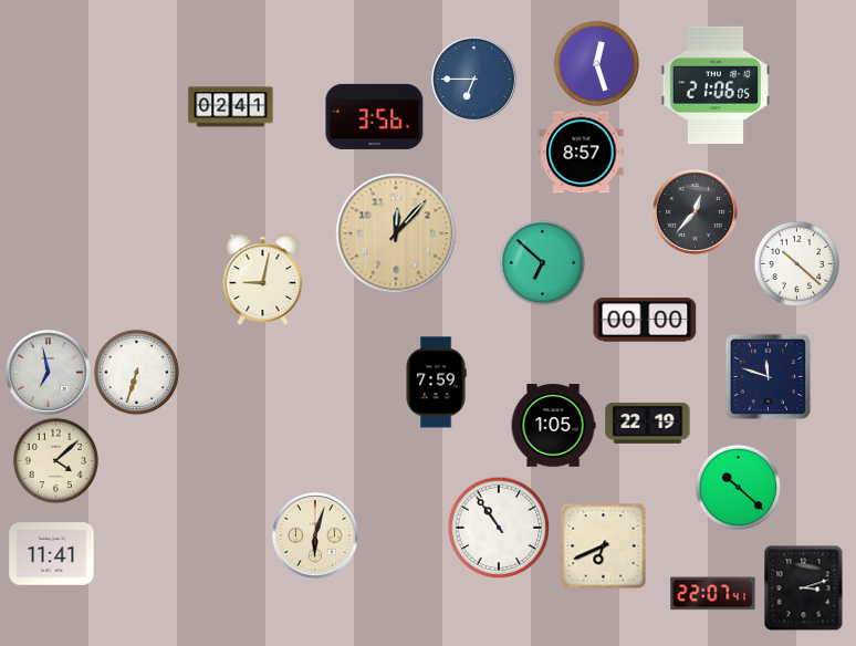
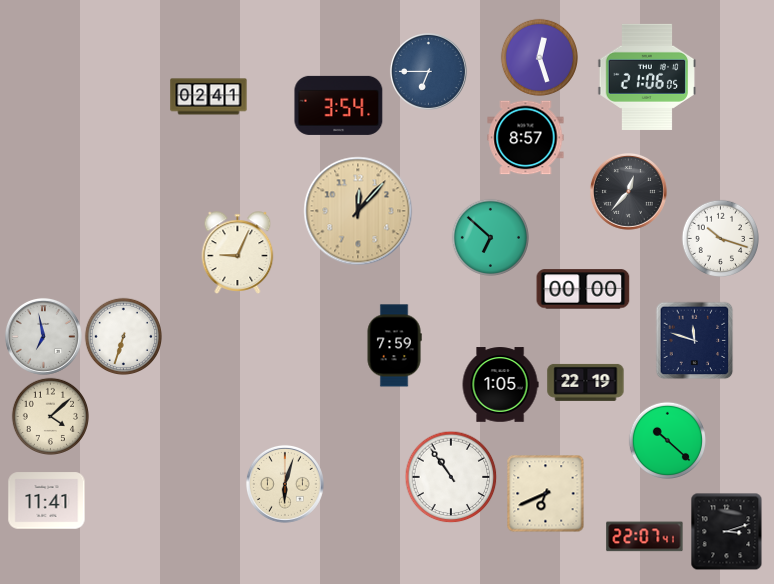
clock at (375, 116): 3:56 -> 3:54
clock at (796, 263): 10:22 -> 10:18
clock at (263, 280): 9:02 -> 9:04
